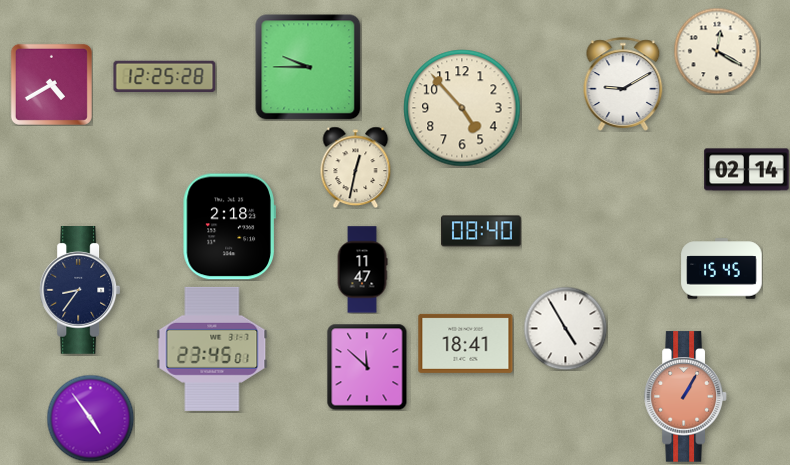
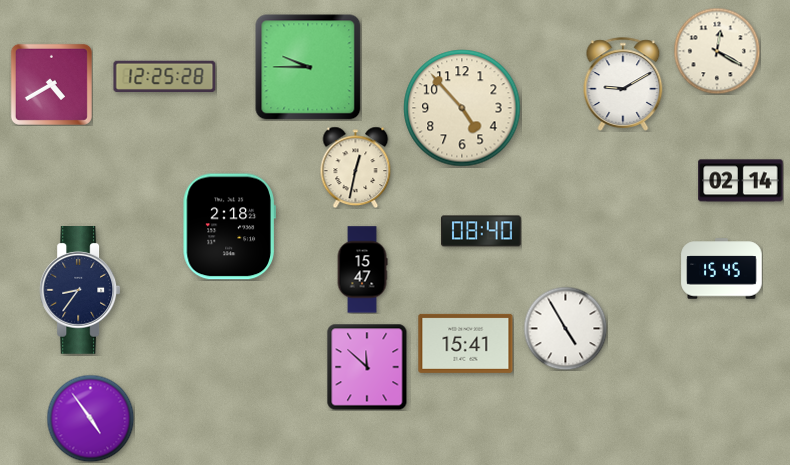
clock at (747, 170) position: (747, 170) -> (741, 181)
clock at (362, 270): 11:47 -> 15:47
clock at (466, 343): 18:41 -> 15:41
clock at (212, 349): 23:45 -> none
clock at (686, 397): 1:05 -> none
